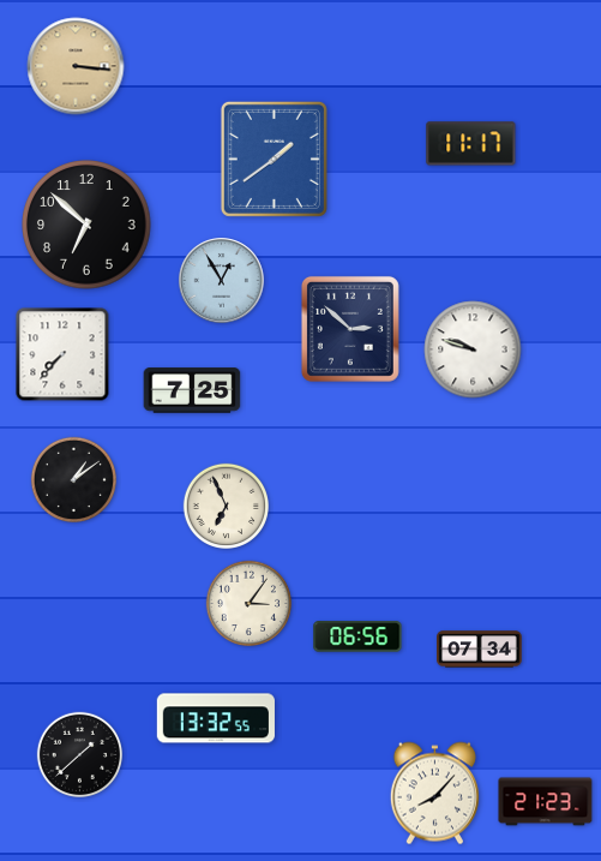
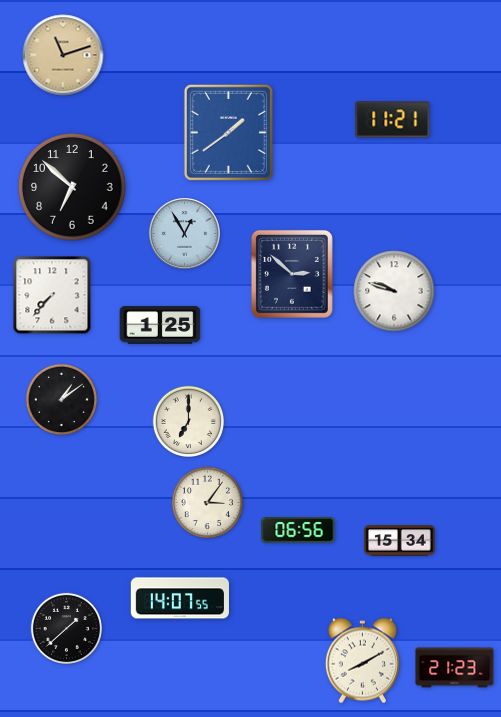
clock at (76, 66): 3:16 -> 11:12
clock at (471, 144): 11:17 -> 11:21
clock at (192, 390): 7:25 -> 1:25
clock at (226, 506): 6:56 -> 7:00
clock at (480, 650): 07:34 -> 15:34
clock at (216, 718): 13:32 -> 14:07
clock at (434, 794): 8:07 -> 8:10
